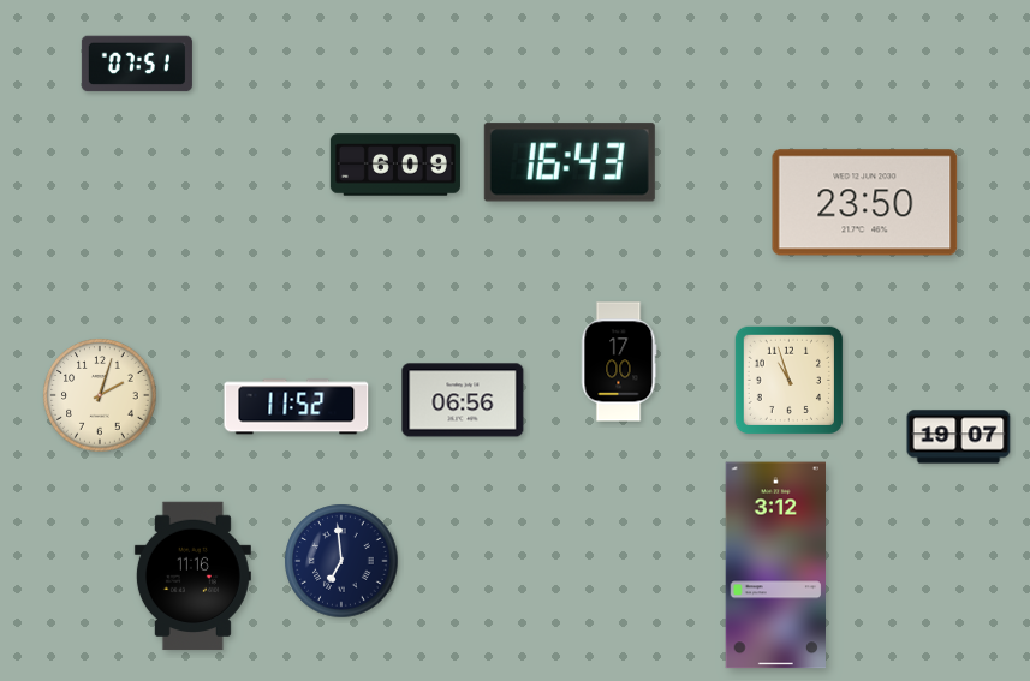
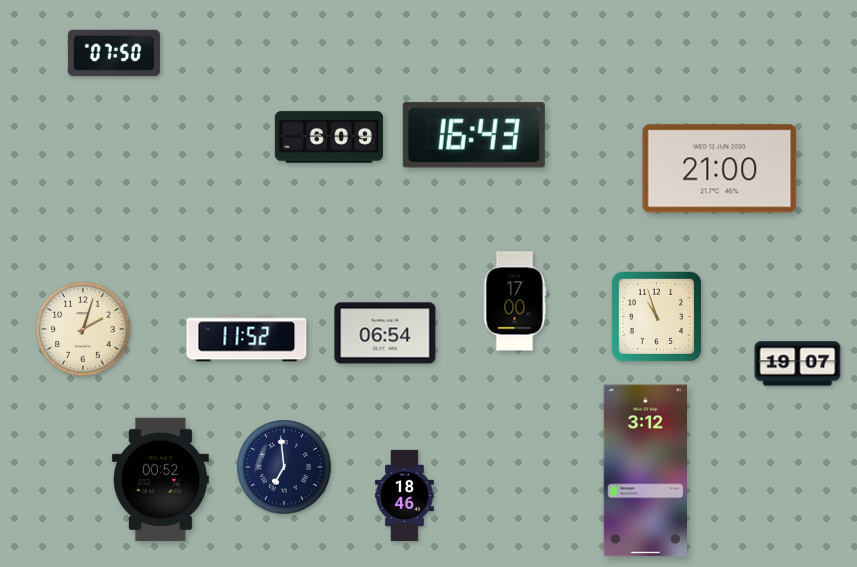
clock at (137, 64): 07:51 -> 07:50
clock at (865, 203): 23:50 -> 21:00
clock at (463, 400): 06:56 -> 06:54
clock at (192, 577): 11:16 -> 00:52
clock at (405, 495): none -> 18:46
